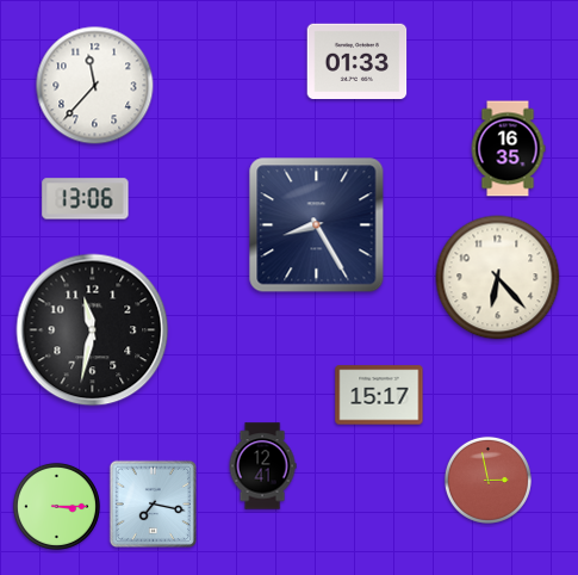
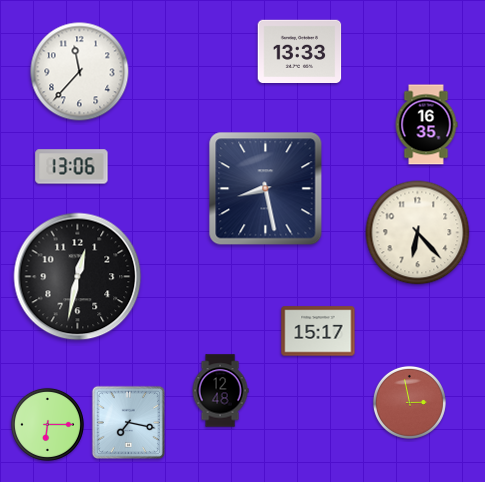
clock at (358, 61): 01:33 -> 13:33
clock at (317, 225): 8:25 -> 8:28
clock at (93, 330): 11:32 -> 12:32
clock at (262, 466): 12:41 -> 12:48
clock at (56, 506): 3:15 -> 6:15
